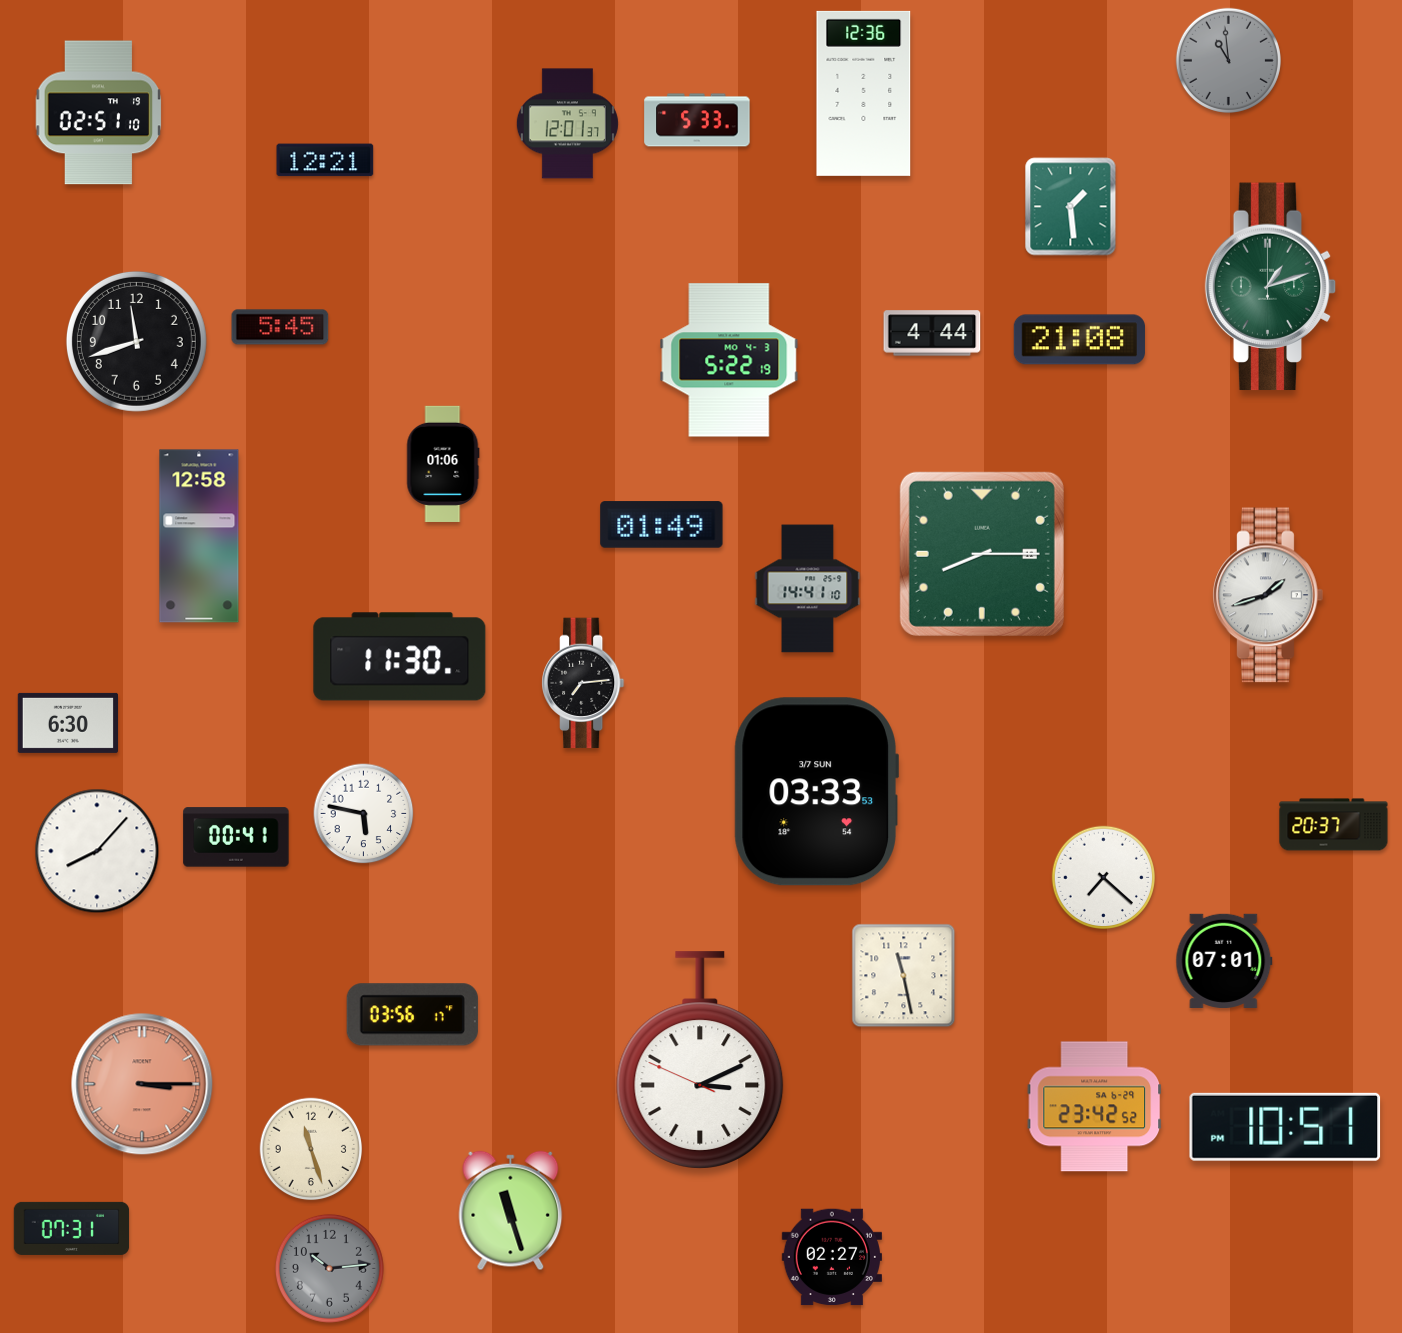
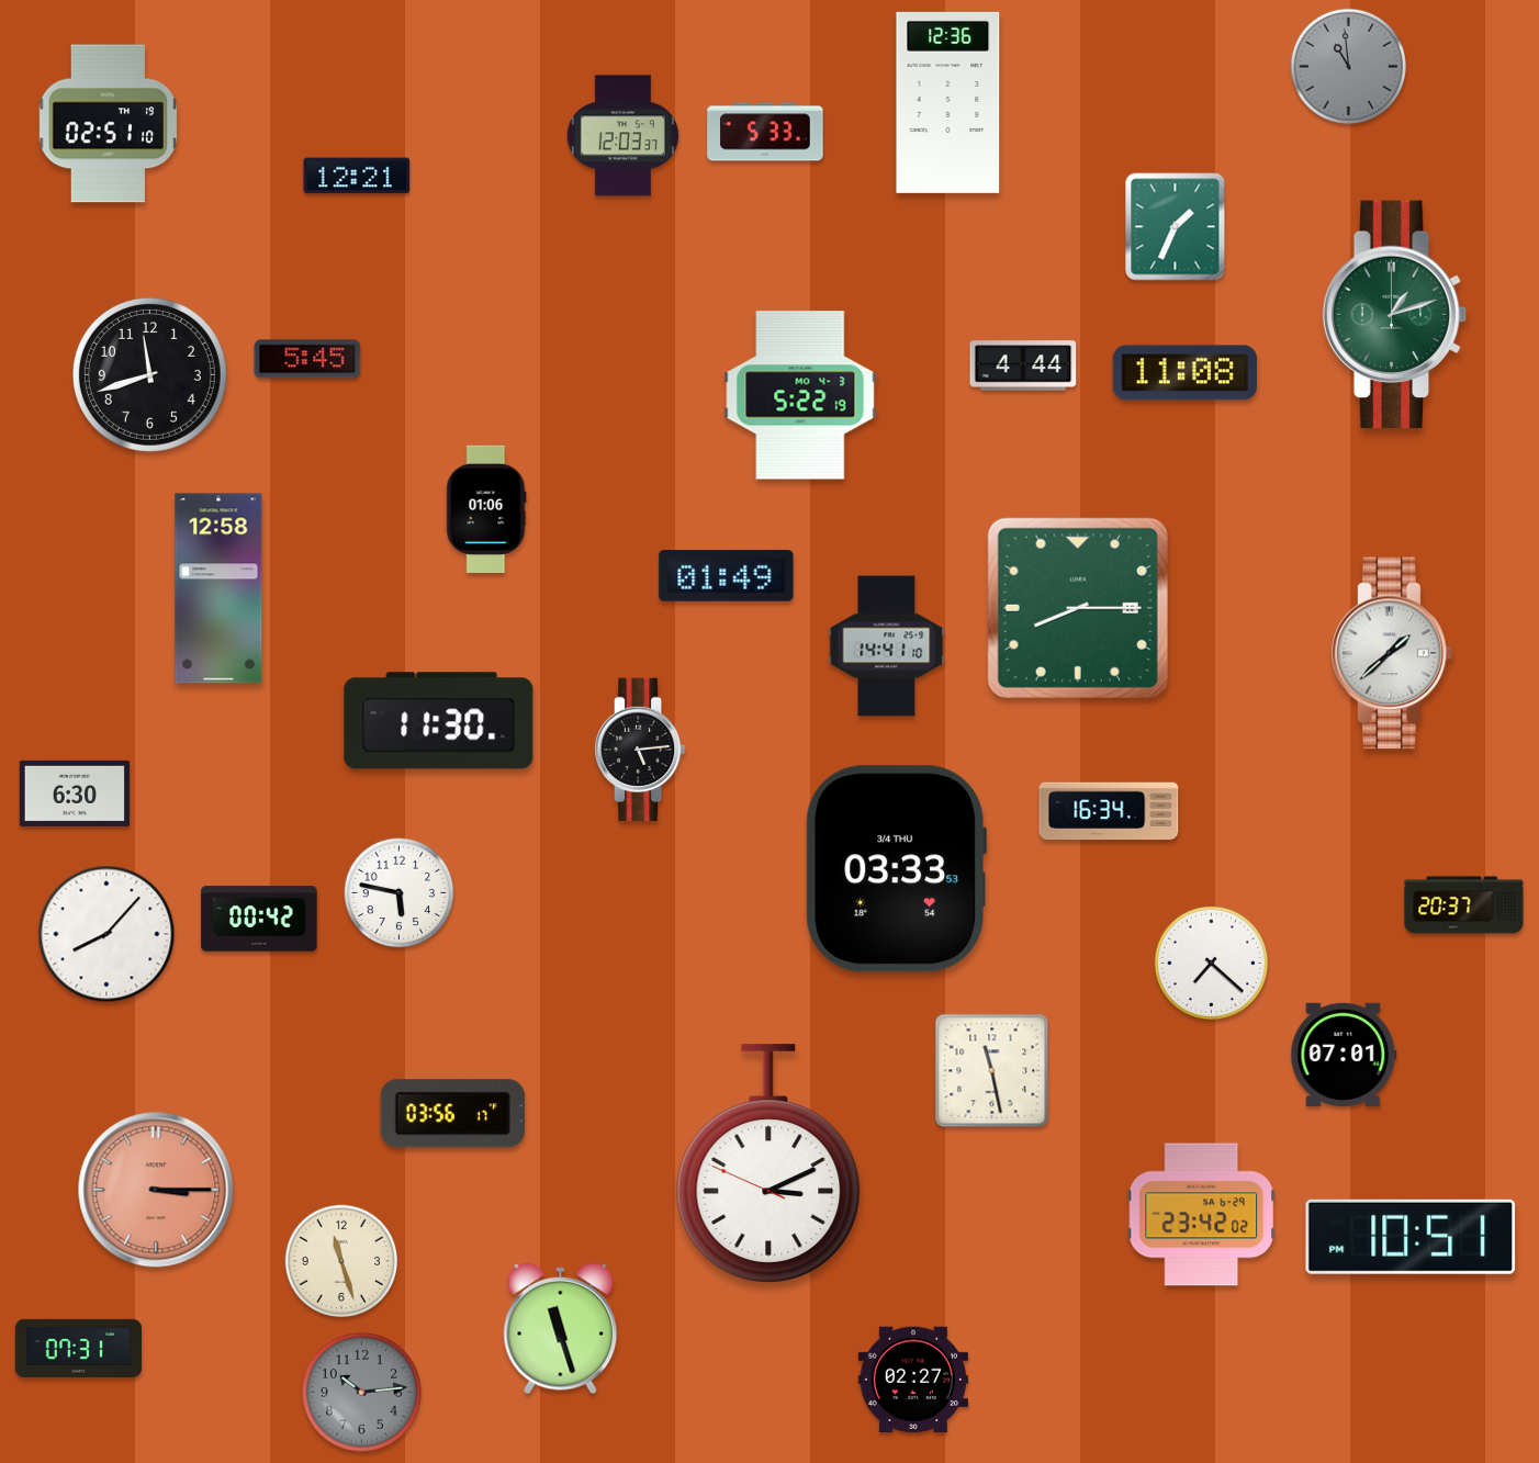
clock at (567, 124): 12:01 -> 12:03
clock at (1071, 207): 1:29 -> 1:34
clock at (1079, 340): 21:08 -> 11:08
clock at (1268, 595): 1:42 -> 1:38
clock at (583, 683): 7:14 -> 5:14
clock at (1109, 811): none -> 16:34
clock at (816, 792) date: 3/7 SUN -> 3/4 THU
clock at (236, 837): 00:41 -> 00:42
clock at (1095, 1107): 23:42:52 -> 23:42:02
